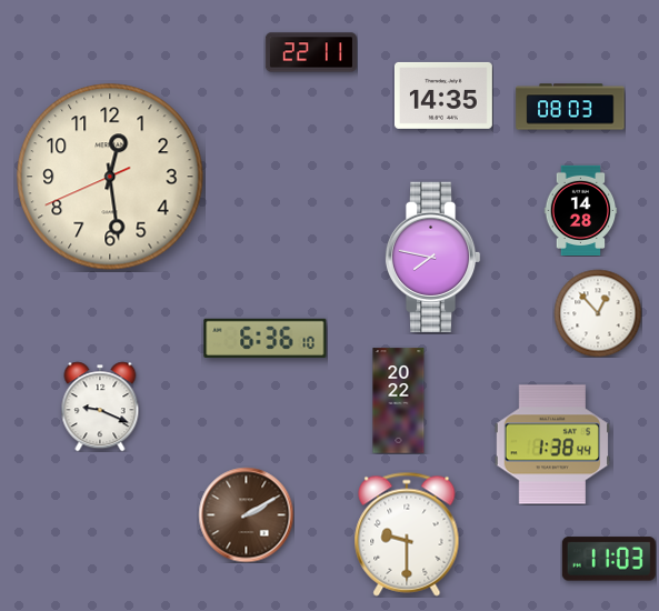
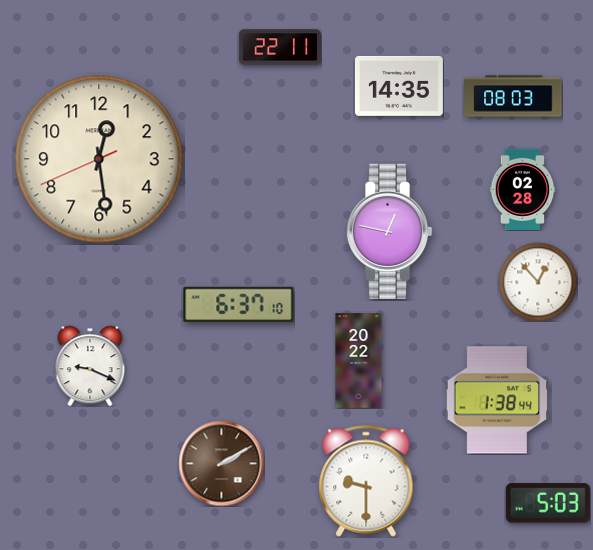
clock at (581, 210): 14:28 -> 02:28
clock at (432, 257): 7:47 -> 12:47
clock at (266, 338): 6:36 -> 6:37
clock at (609, 559): 11:03 -> 5:03
